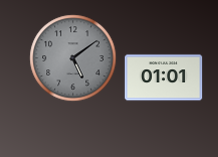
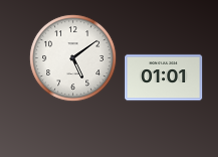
clock at (73, 58) dial: grey -> white
